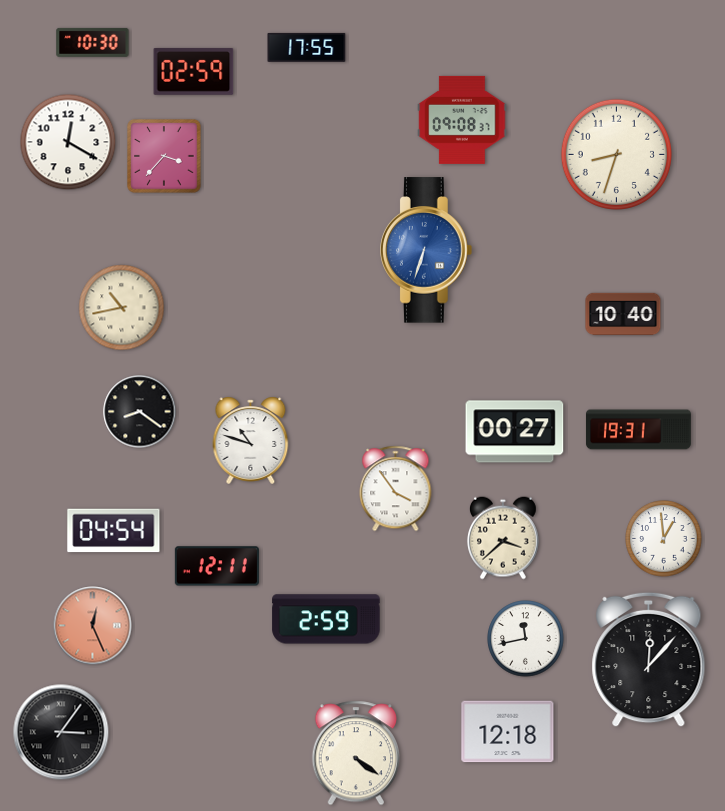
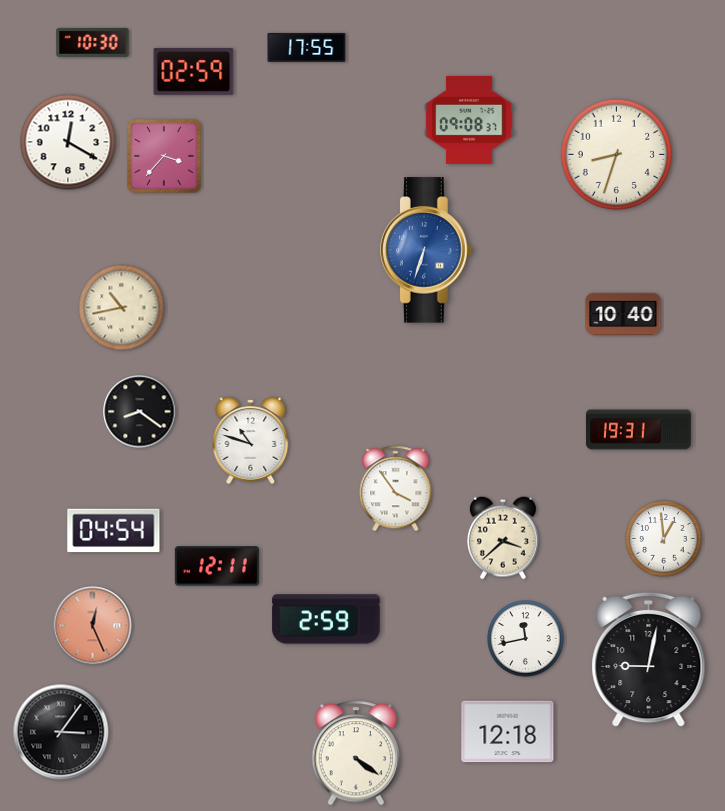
clock at (462, 120) position: (462, 120) -> (469, 120)
clock at (515, 432): 00:27 -> none
clock at (649, 660): 12:07 -> 9:02
